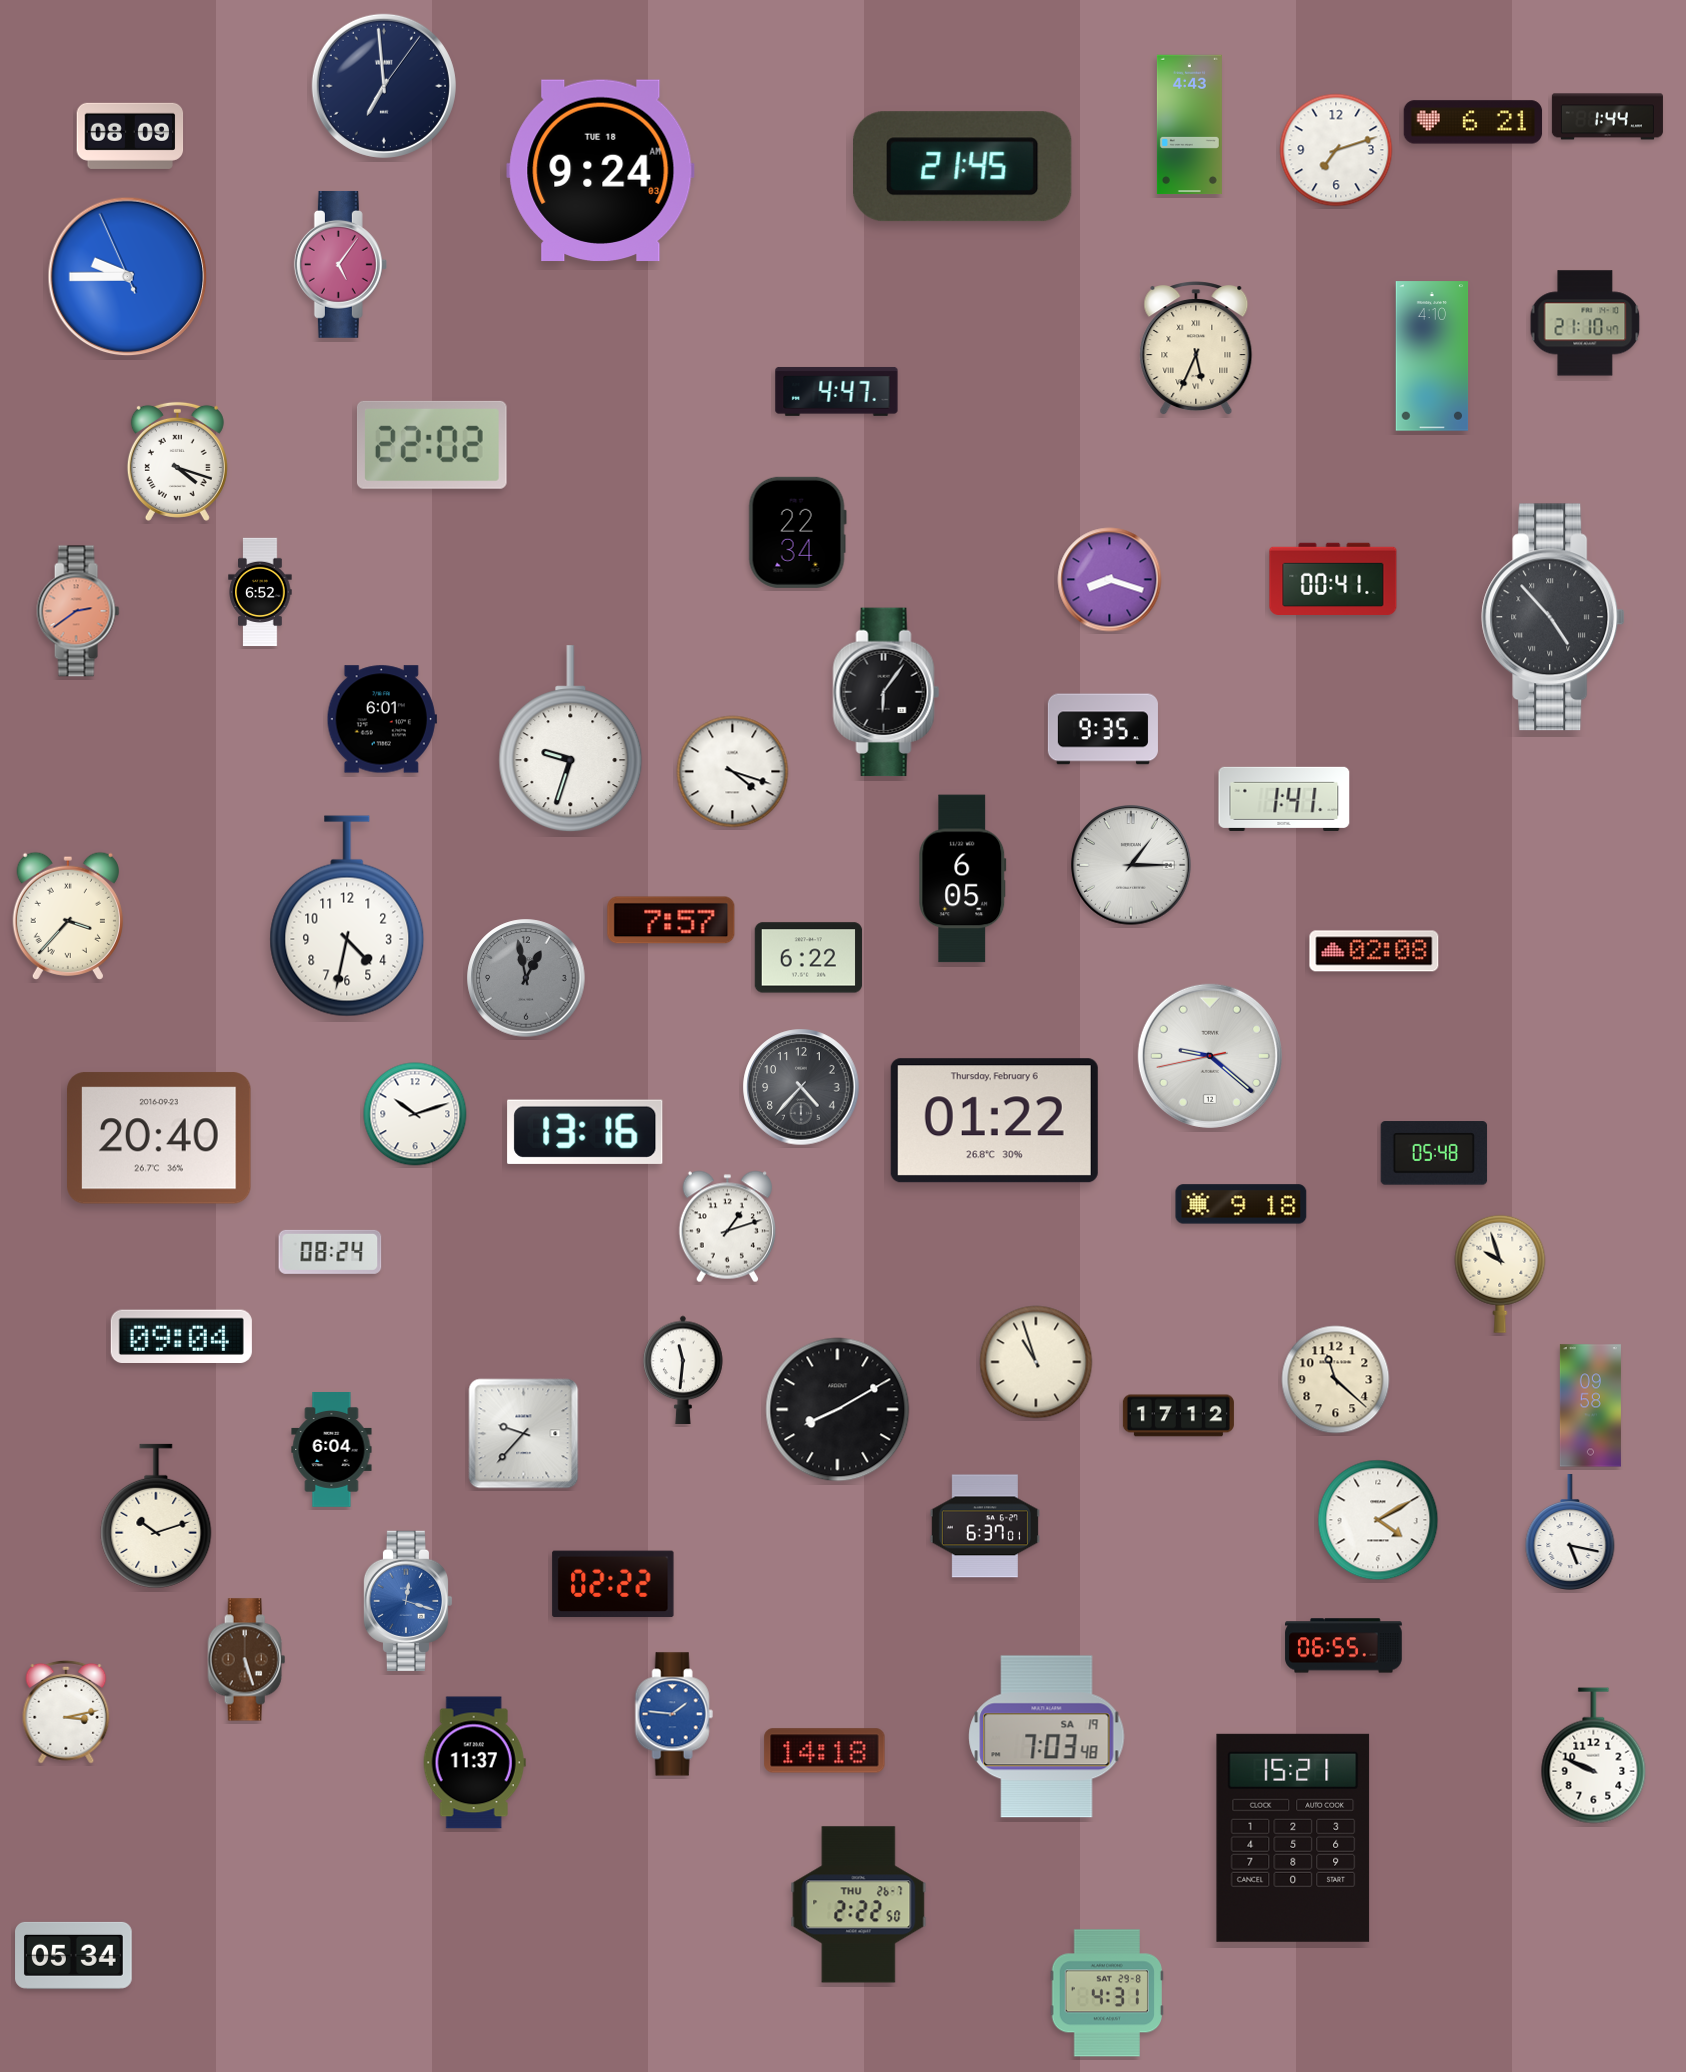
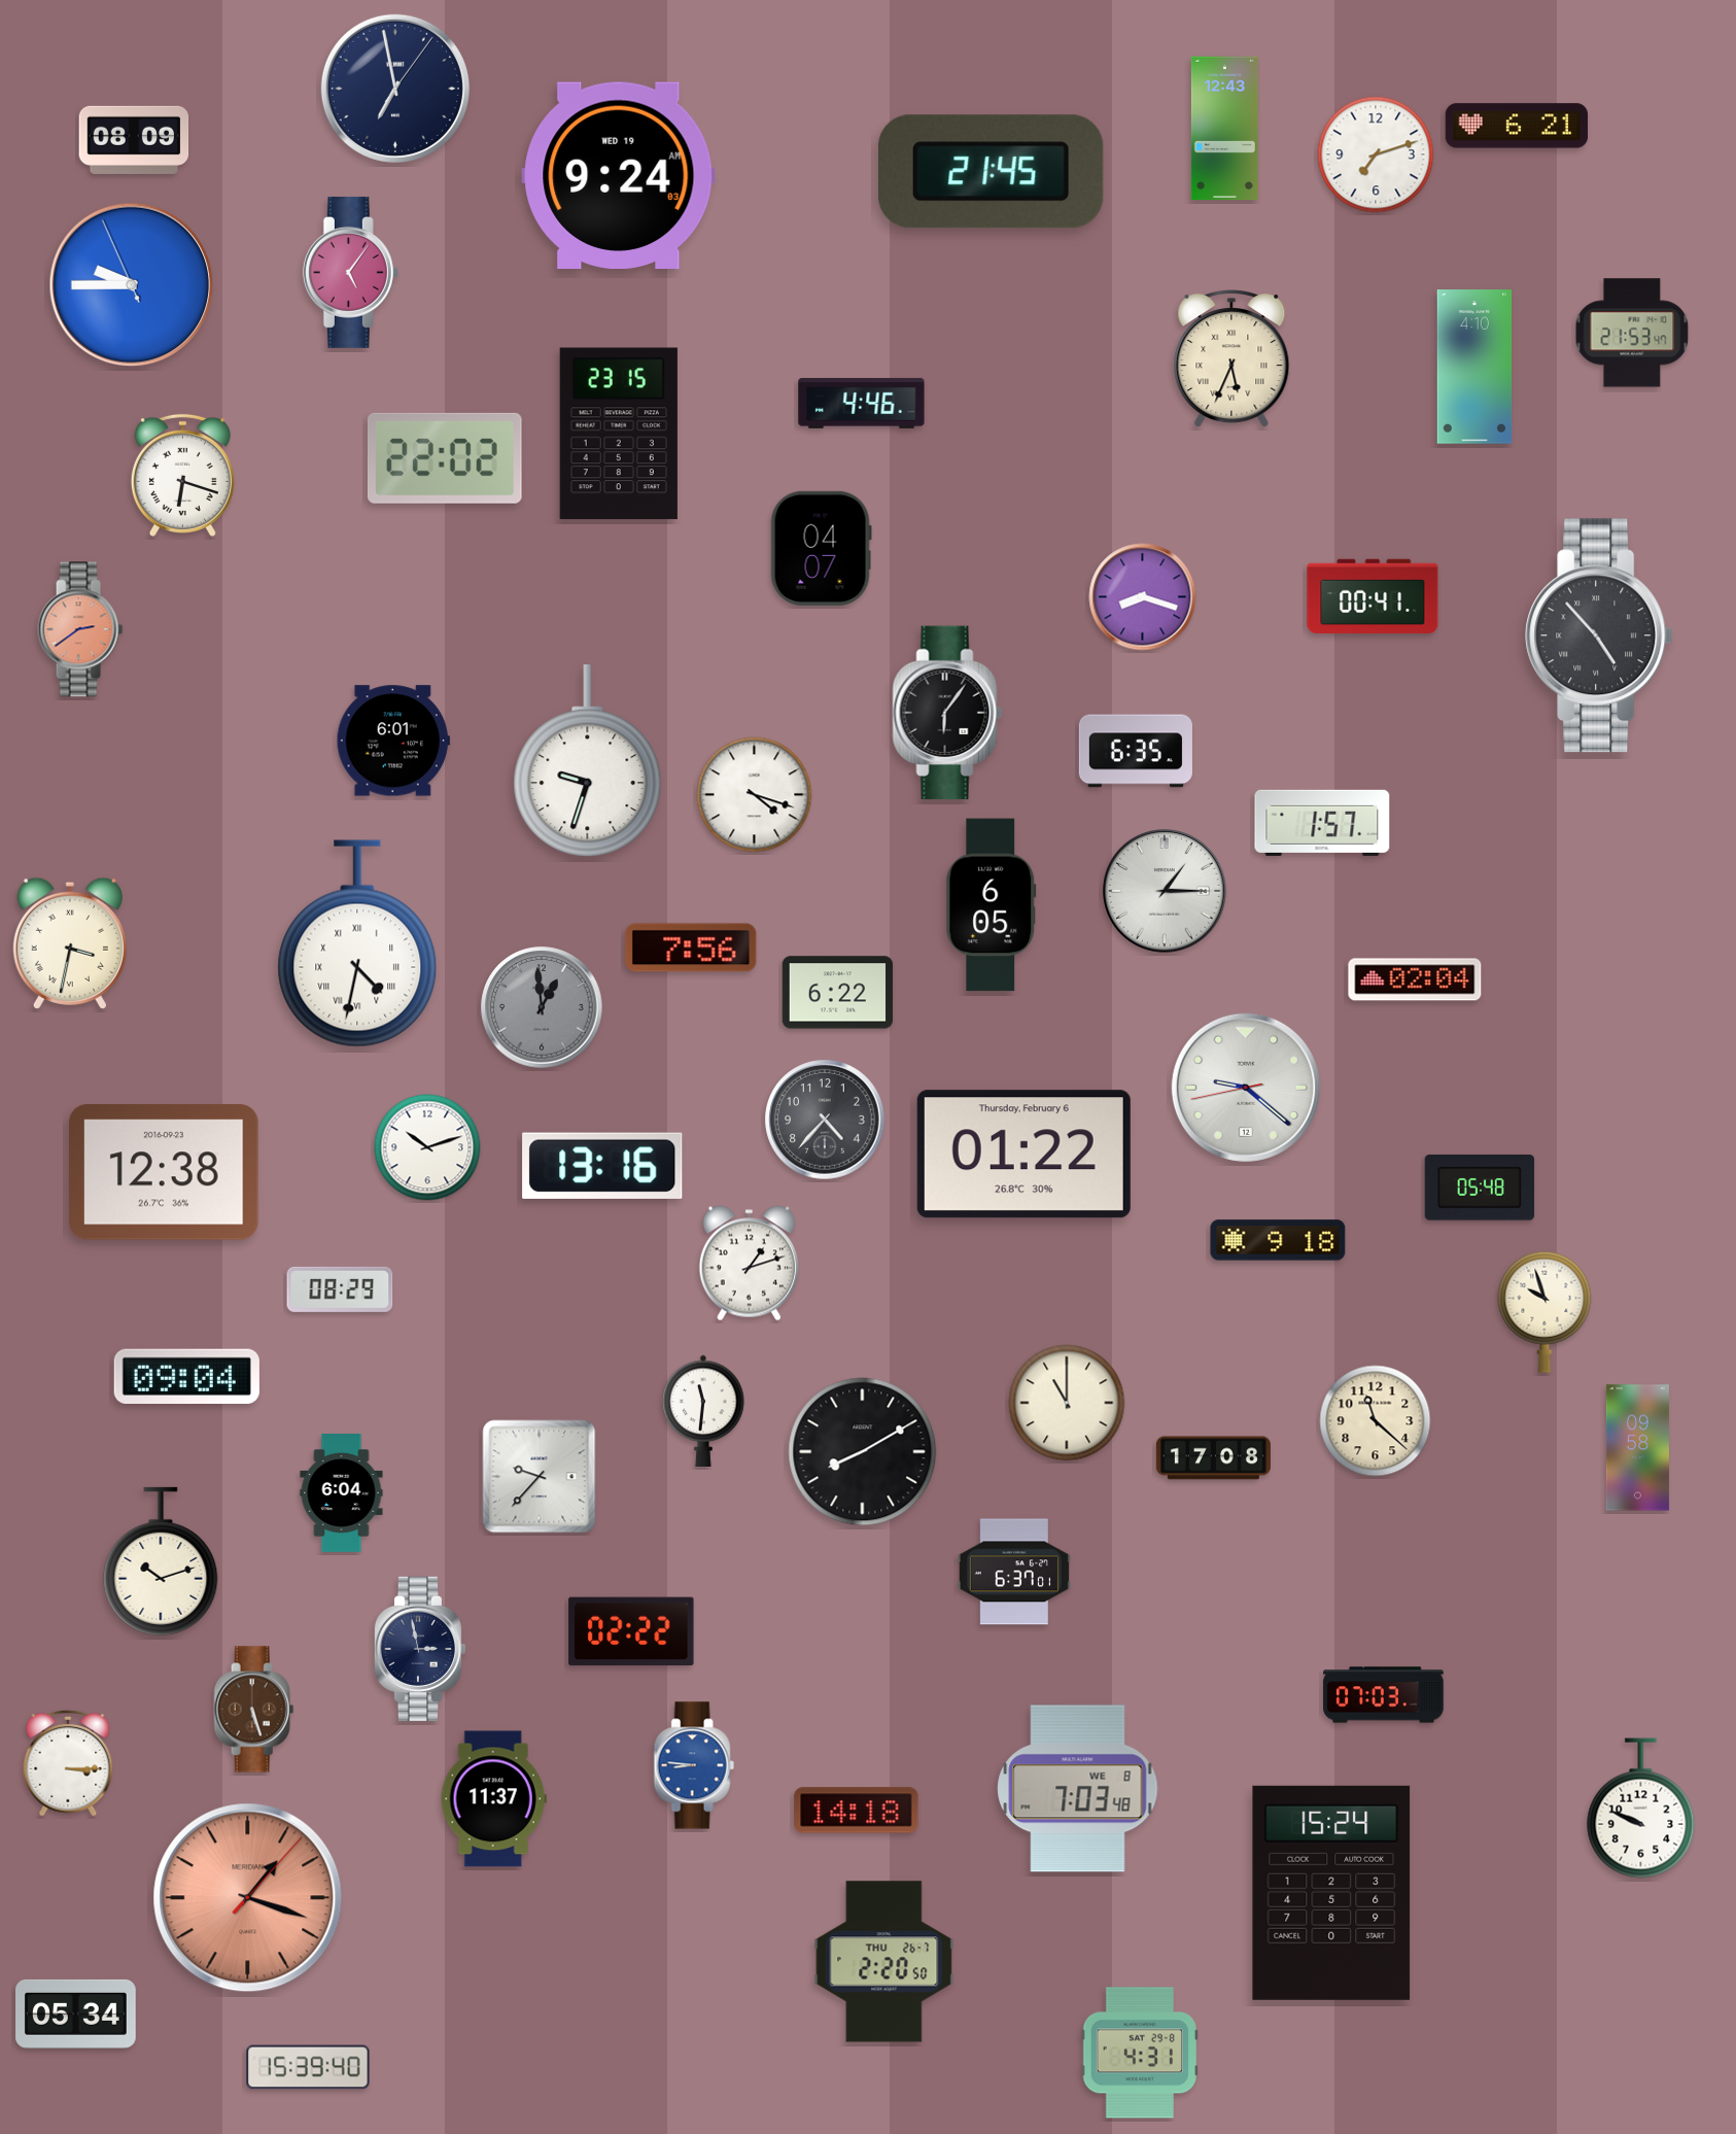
clock at (384, 86): 6:59 -> 6:58
clock at (1607, 117): 1:44 -> none
clock at (1189, 125): 4:43 -> 12:43
clock at (601, 171) date: TUE 18 -> WED 19
clock at (1585, 323): 21:10 -> 21:53
clock at (837, 391): 4:47 -> 4:46
clock at (619, 434): none -> 23:15
clock at (177, 461): 4:18 -> 6:18
clock at (797, 532): 22:34 -> 04:07
clock at (260, 592): 6:52 -> none
clock at (886, 692) position: (886, 692) -> (947, 713)
clock at (1103, 729): 9:35 -> 6:35
clock at (1284, 799): 1:41 -> 1:57
clock at (68, 916): 3:37 -> 3:32
clock at (347, 916) numerals: Arabic -> Roman
clock at (671, 920): 7:57 -> 7:56
clock at (1374, 951): 02:08 -> 02:04
clock at (809, 958) position: (809, 958) -> (838, 993)
clock at (526, 978): 12:58 -> 12:59
clock at (159, 1138): 20:40 -> 12:38
clock at (1434, 1153) position: (1434, 1153) -> (1480, 1188)
clock at (330, 1252): 08:24 -> 08:29
clock at (1036, 1362): 10:57 -> 11:00
clock at (1178, 1416): 17:12 -> 17:08
clock at (1378, 1520): 4:10 -> none
clock at (1570, 1533): 5:17 -> none
clock at (408, 1601): 12:18 -> 2:58
clock at (408, 1601) dial: blue -> navy
clock at (1344, 1646): 06:55 -> 07:03
clock at (66, 1712): 3:13 -> 3:15
clock at (674, 1714): 1:46 -> 8:46
clock at (1047, 1737) date: SA 19 -> WE 8
clock at (825, 1751) position: (825, 1751) -> (857, 1811)
clock at (474, 1763) position: (474, 1763) -> (493, 1799)
clock at (1293, 1838): 15:21 -> 15:24
clock at (248, 1898): none -> 1:18
clock at (859, 1905): 2:22 -> 2:20
clock at (308, 2067): none -> 15:39
